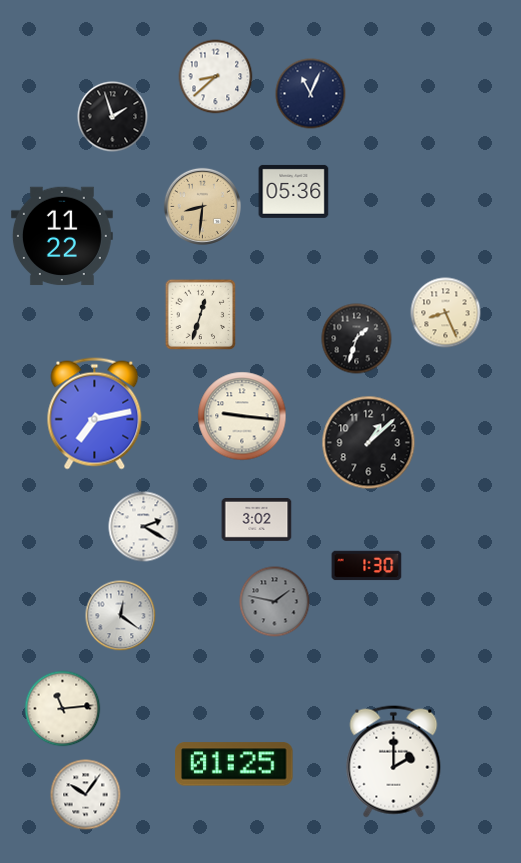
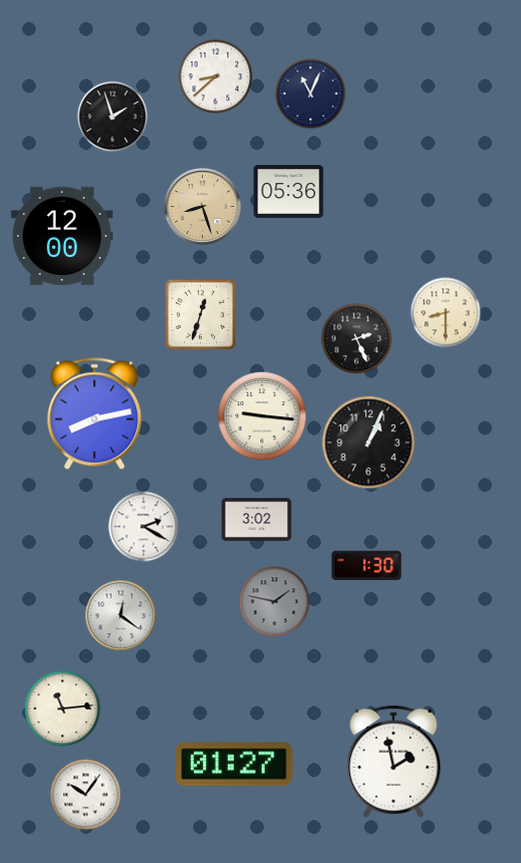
clock at (294, 191) position: (294, 191) -> (289, 191)
clock at (202, 206): 8:31 -> 8:27
clock at (62, 236): 11:22 -> 12:00
clock at (446, 313): 8:26 -> 8:30
clock at (357, 339): 1:33 -> 2:26
clock at (95, 414): 7:13 -> 8:13
clock at (242, 416) position: (242, 416) -> (262, 416)
clock at (369, 443): 1:08 -> 1:04
clock at (394, 762): 2:00 -> 1:58
clock at (234, 764): 01:25 -> 01:27
